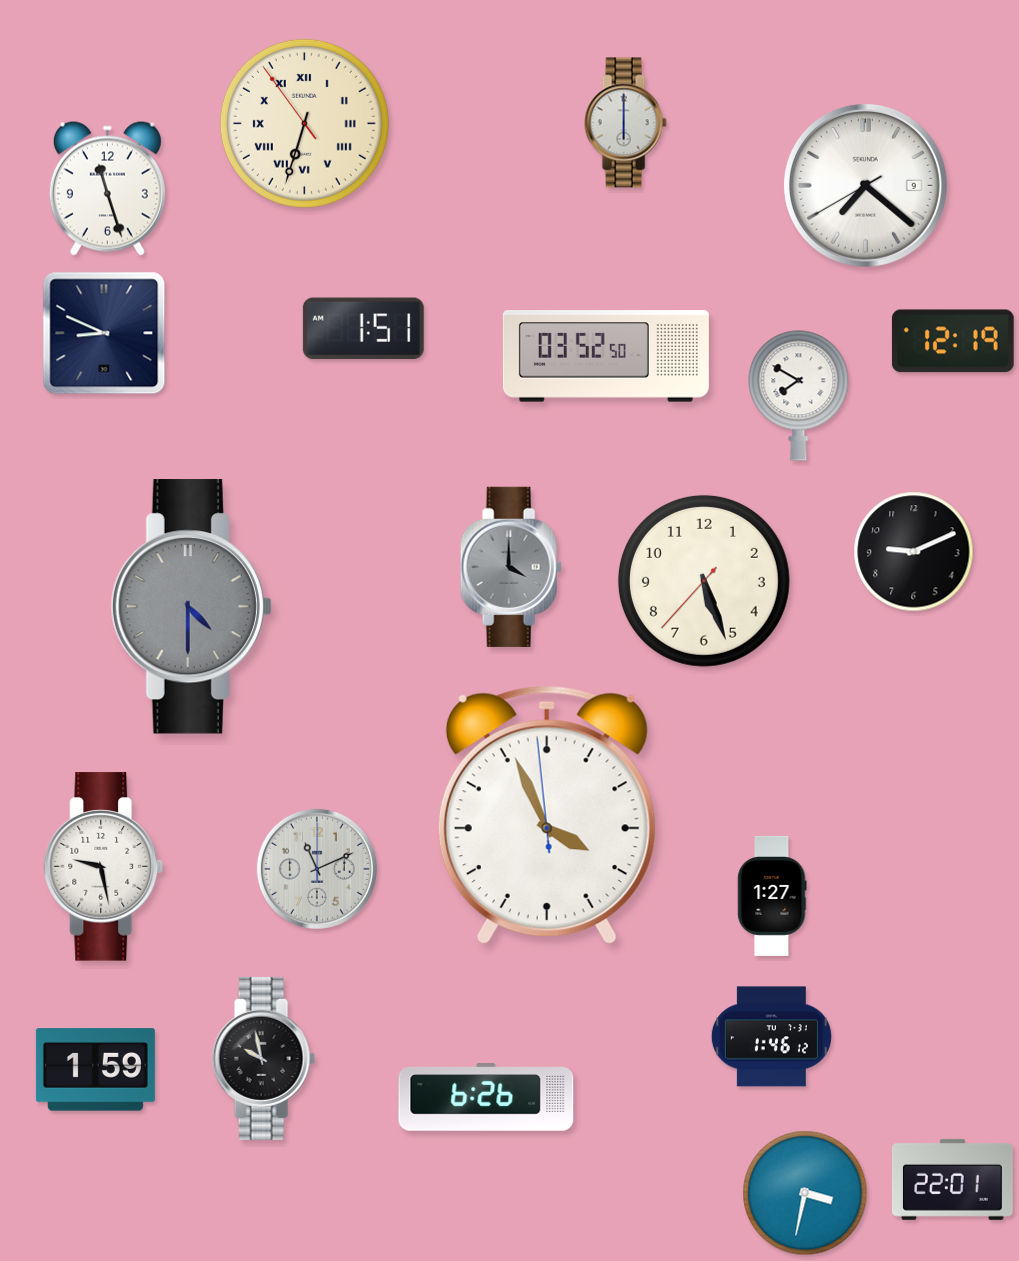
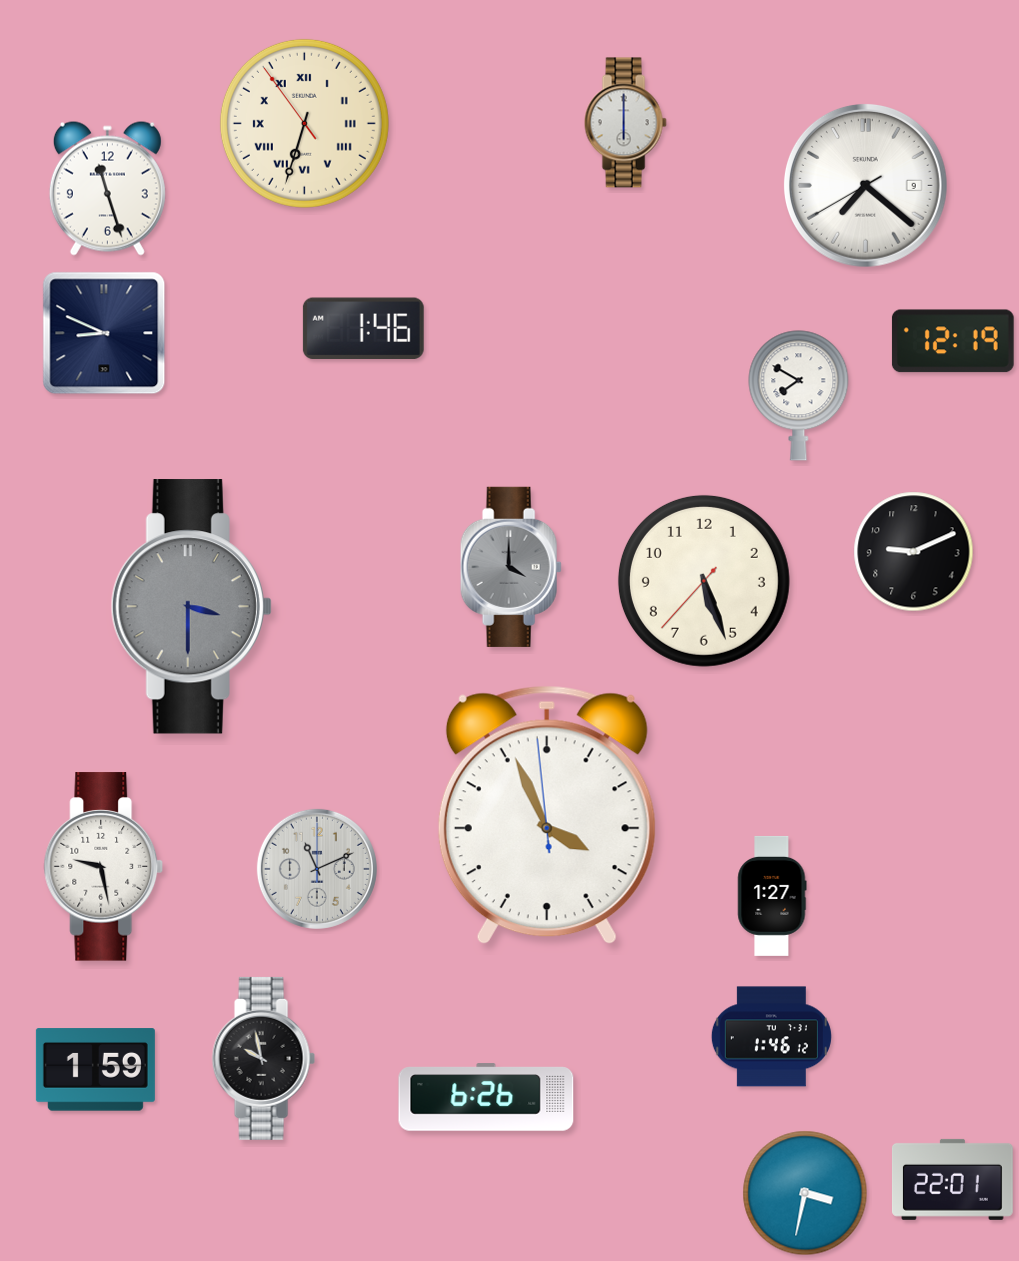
clock at (363, 329): 1:51 -> 1:46
clock at (606, 356): 03:52 -> none
clock at (191, 607): 4:30 -> 3:30
